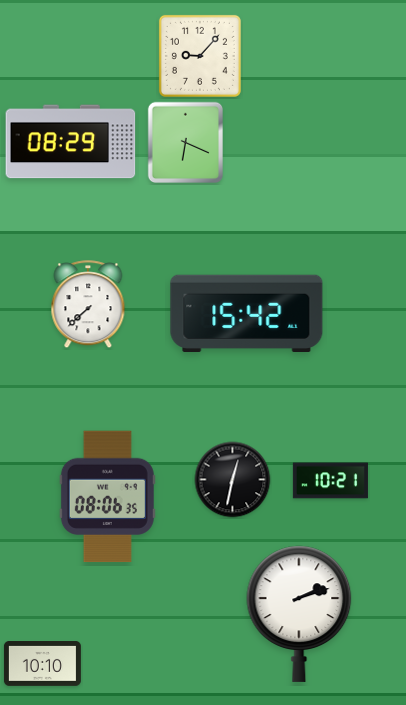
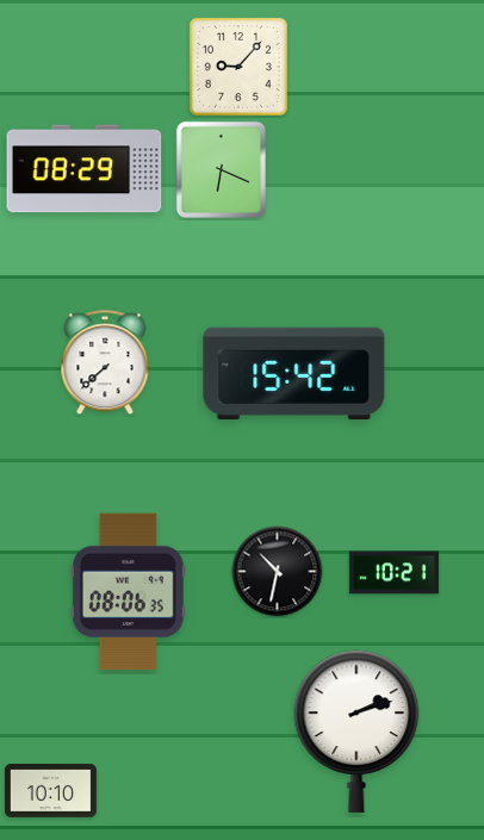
clock at (233, 480): 12:32 -> 10:32
